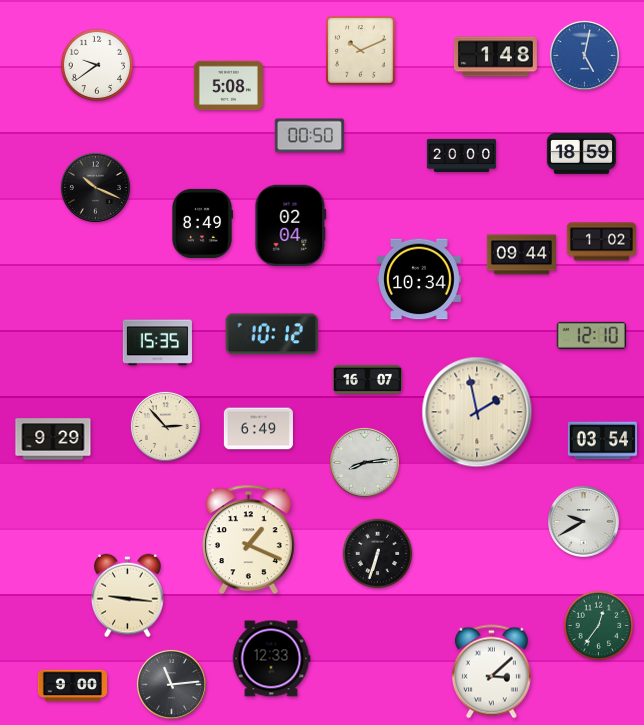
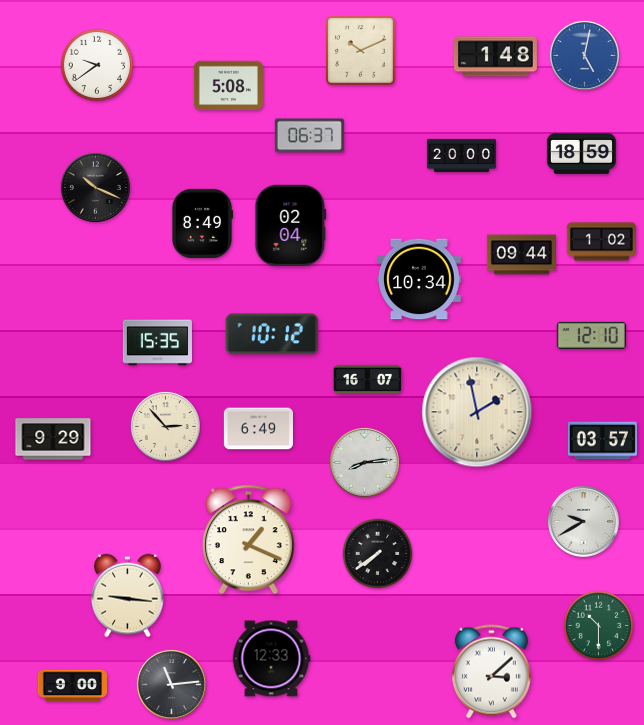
clock at (309, 136): 00:50 -> 06:37
clock at (602, 441): 03:54 -> 03:57
clock at (378, 554): 6:33 -> 7:39
clock at (599, 626): 12:36 -> 10:30
